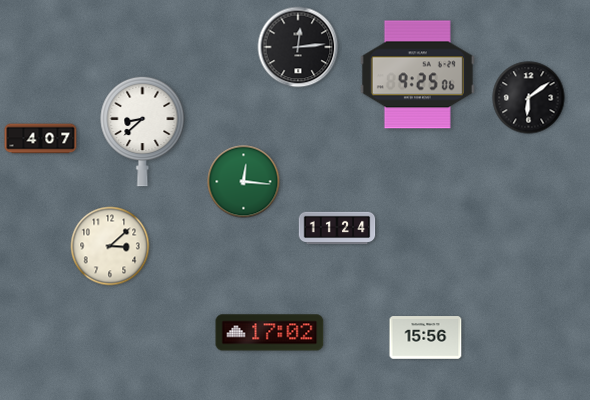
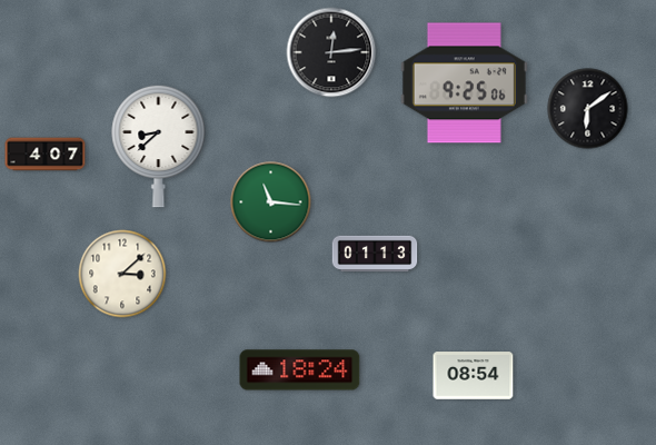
clock at (244, 182): 12:16 -> 11:16
clock at (337, 228): 11:24 -> 01:13
clock at (270, 333): 17:02 -> 18:24
clock at (426, 338): 15:56 -> 08:54
